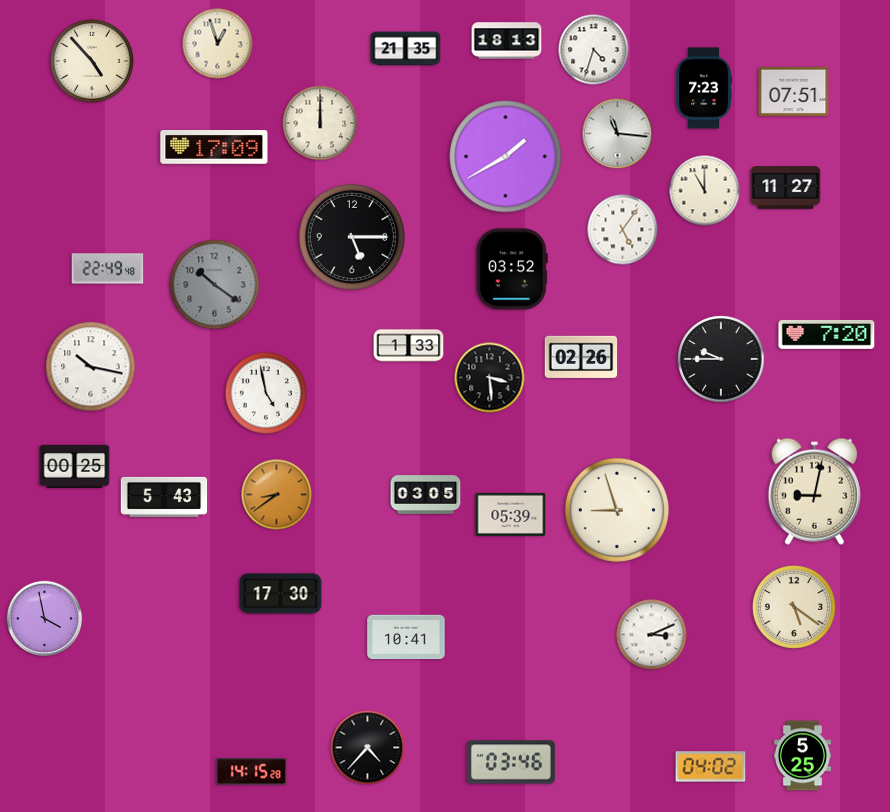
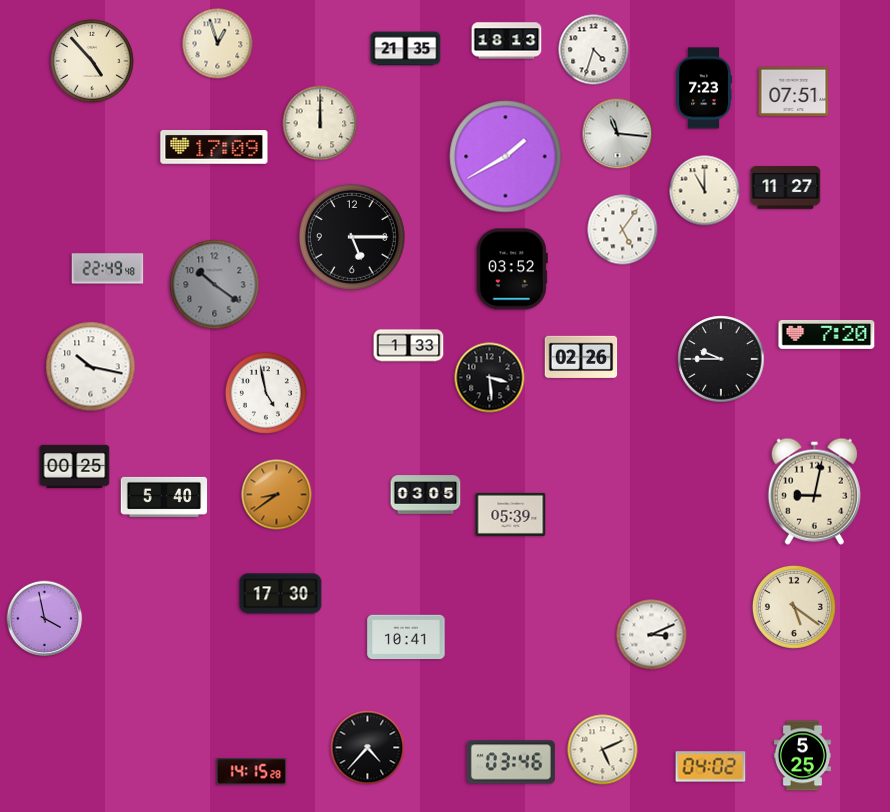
clock at (164, 497): 5:43 -> 5:40
clock at (617, 510): 8:57 -> none
clock at (603, 750): none -> 5:11
